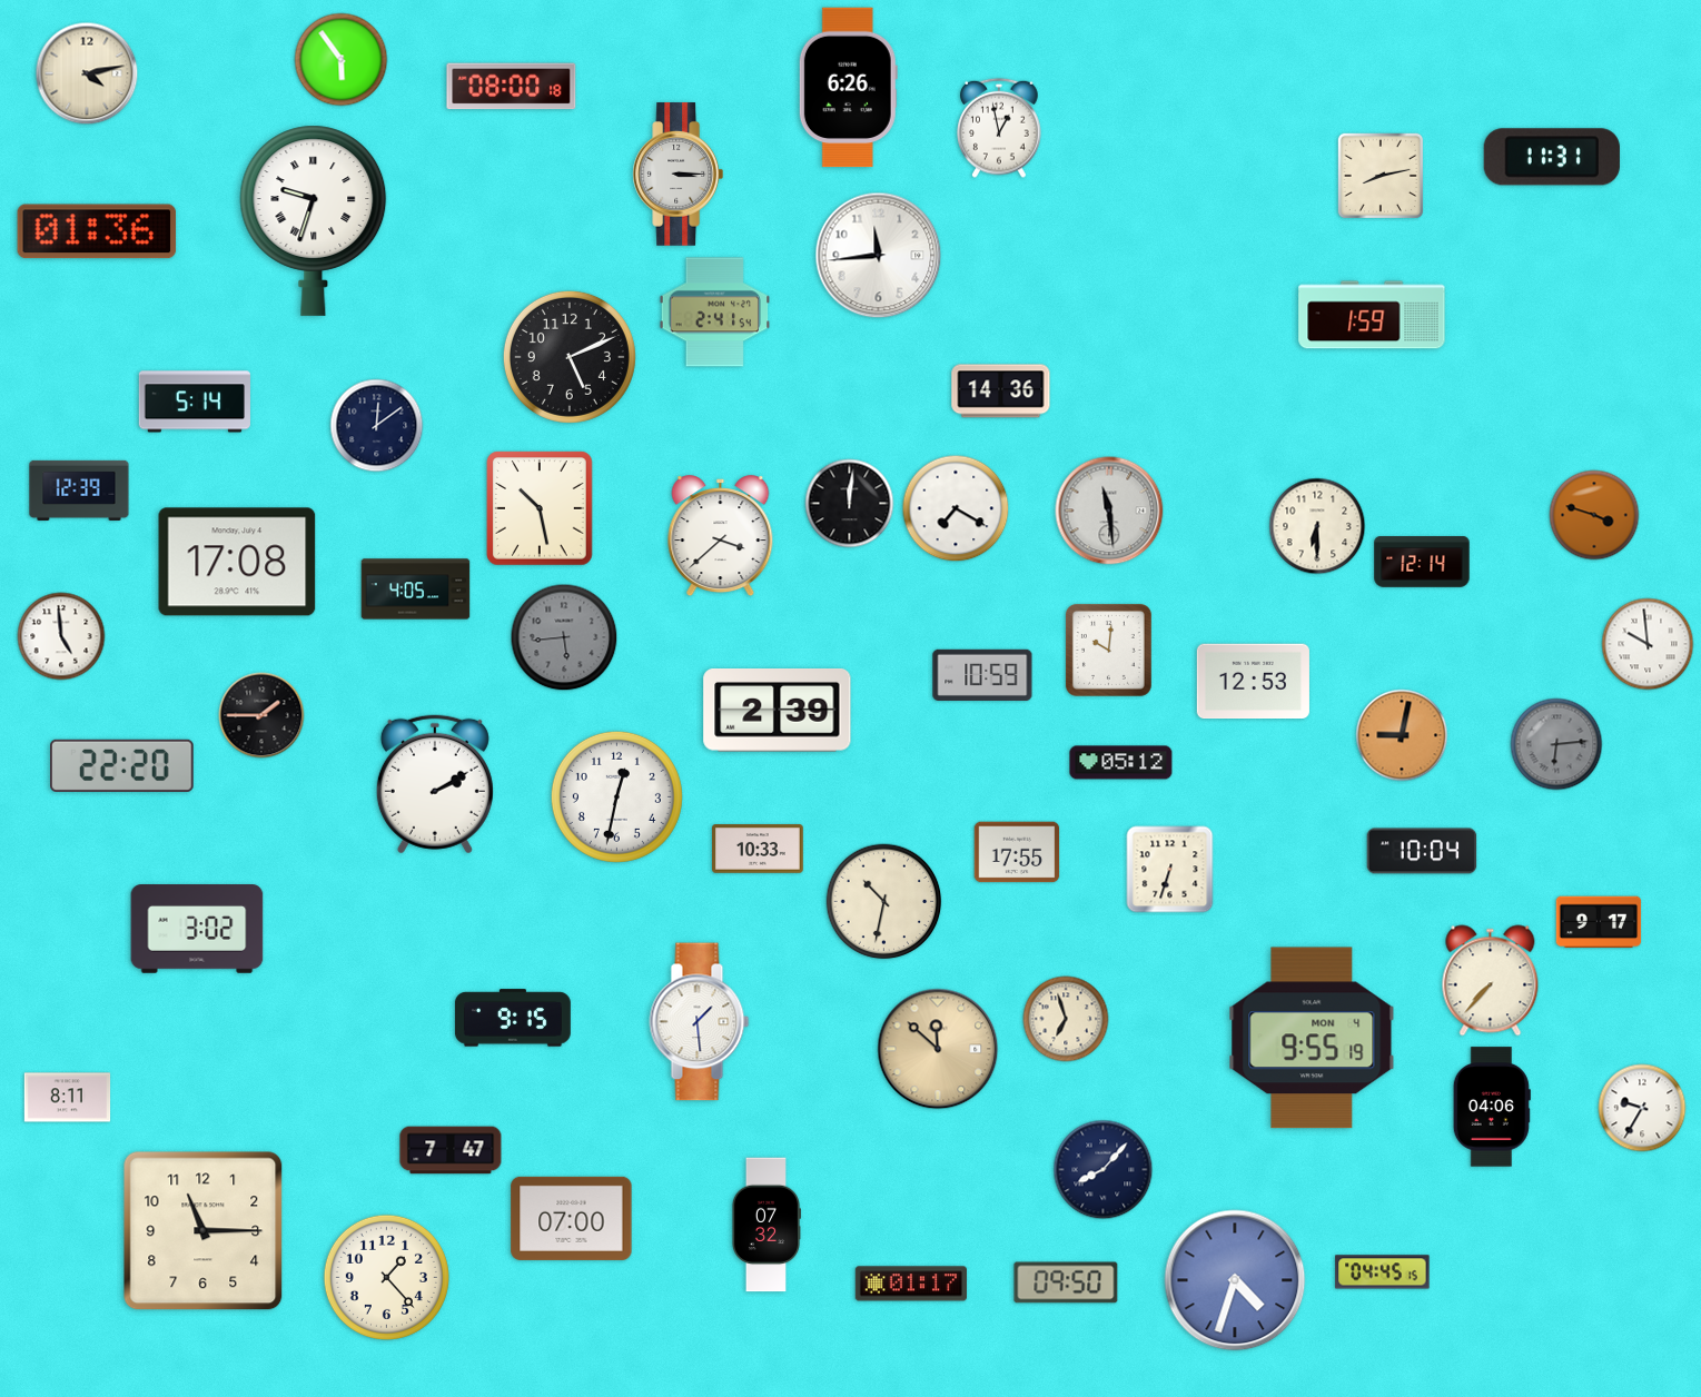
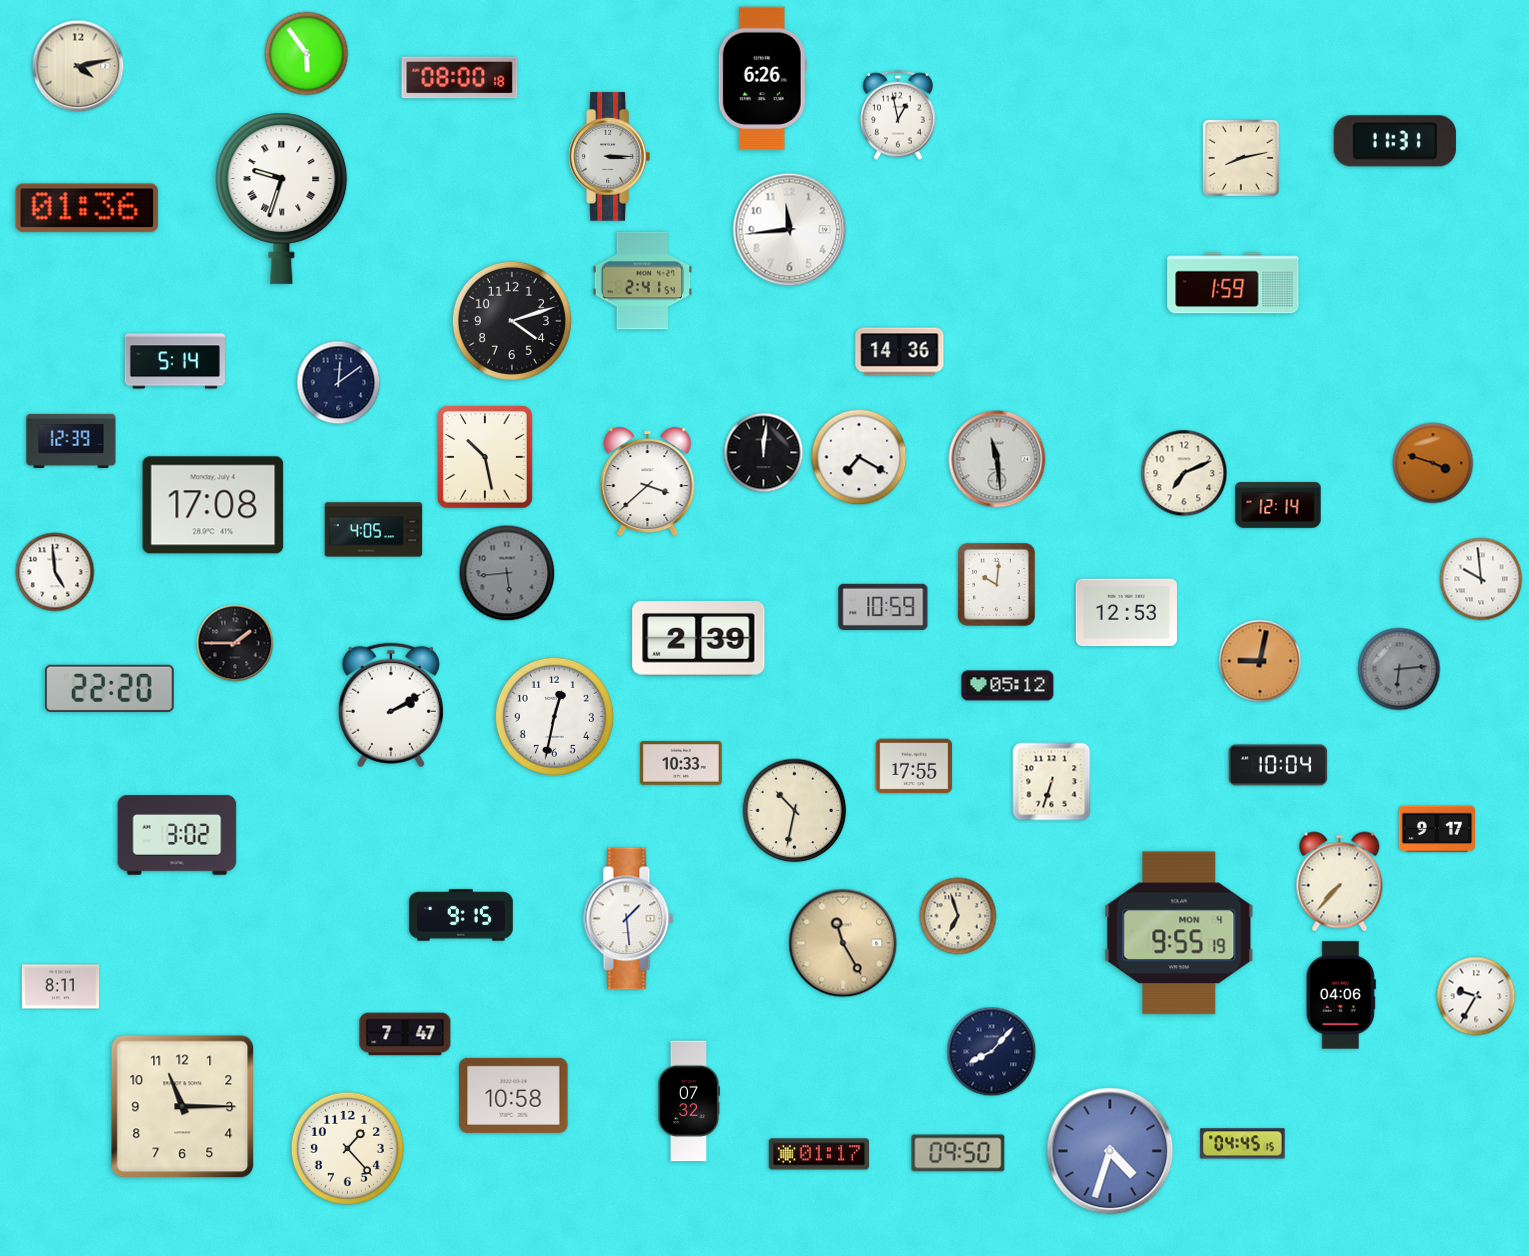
clock at (570, 357): 5:11 -> 4:12
clock at (1317, 526): 6:30 -> 7:11
clock at (938, 1049): 11:52 -> 11:25
clock at (572, 1218): 07:00 -> 10:58
